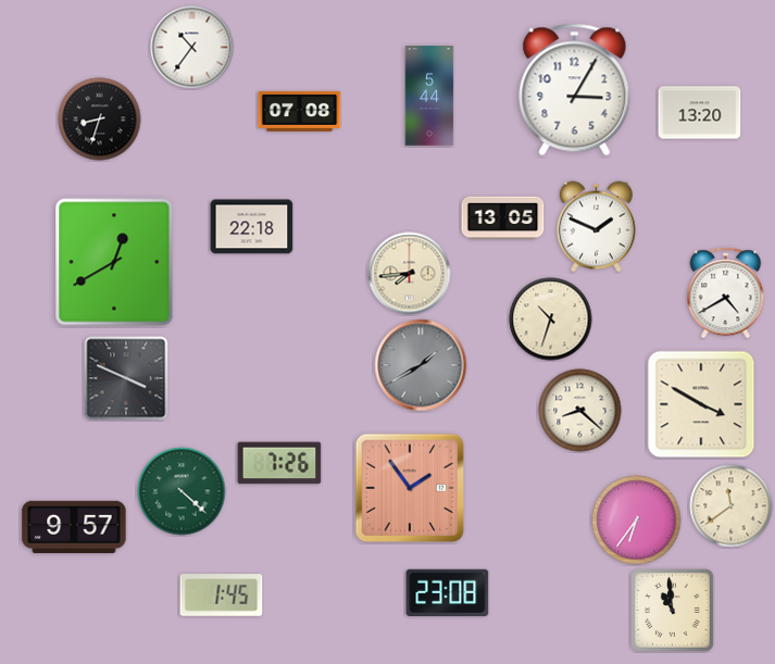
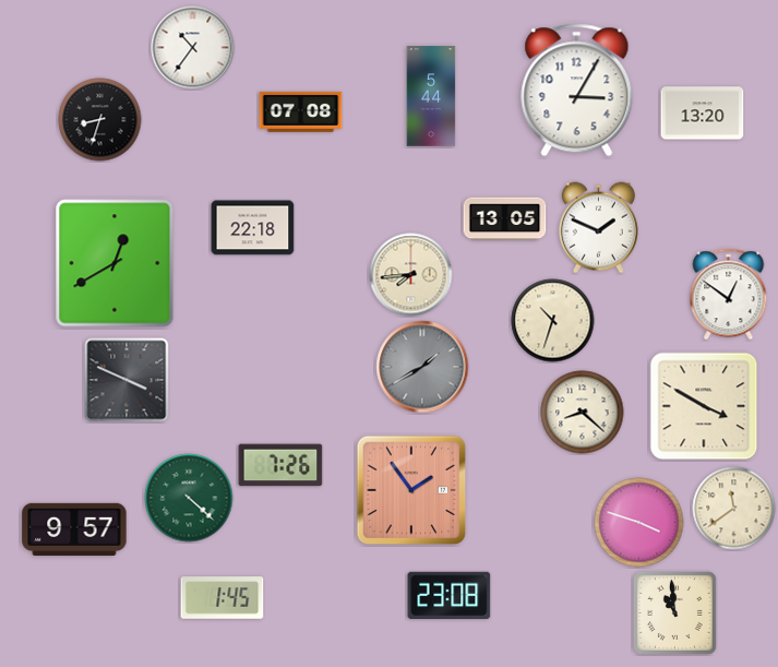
clock at (726, 293): 4:40 -> 12:51
clock at (182, 491) position: (182, 491) -> (189, 498)
clock at (637, 521): 6:36 -> 3:48
